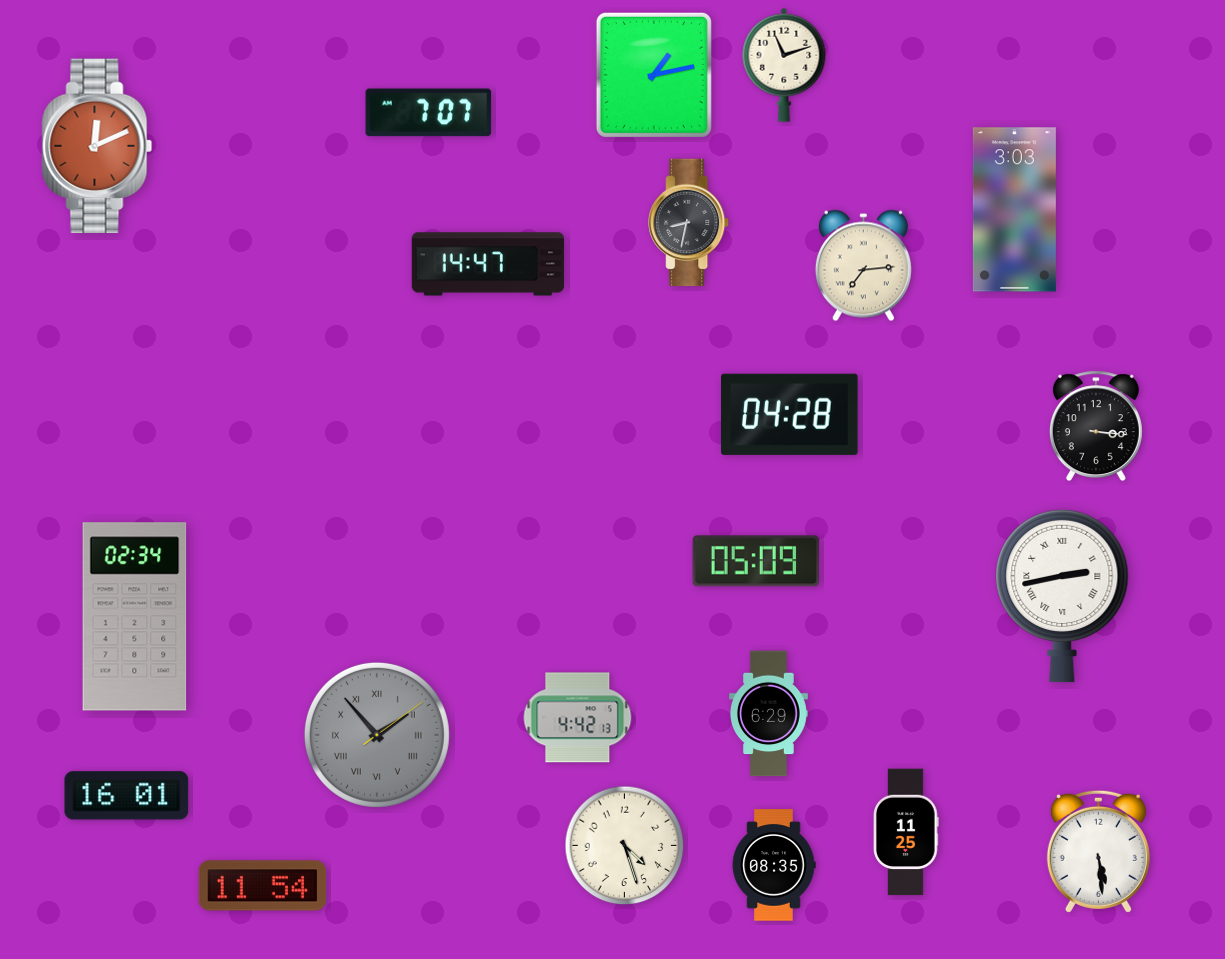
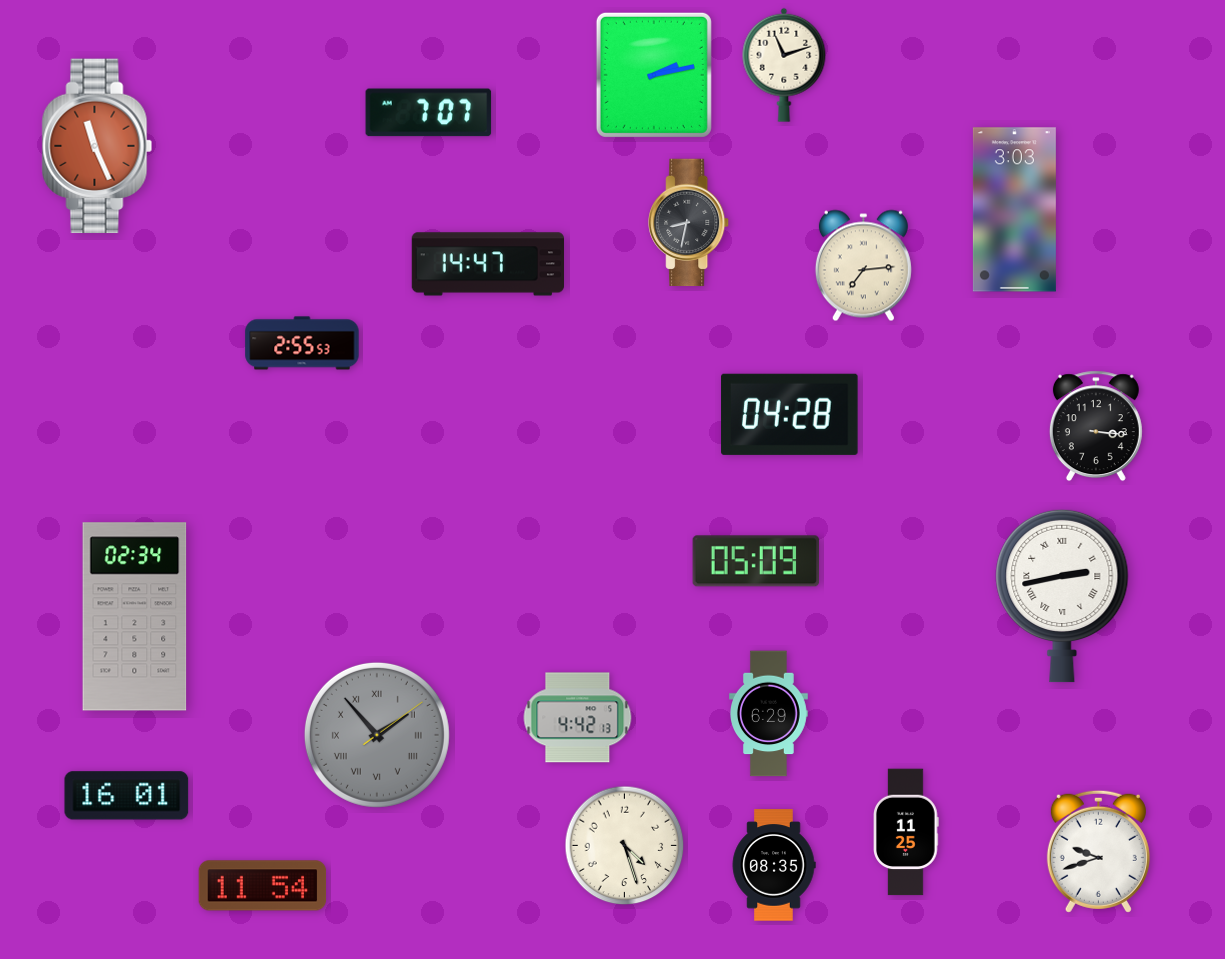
clock at (654, 75): 1:13 -> 2:13
clock at (97, 146): 12:11 -> 11:26
clock at (302, 343): none -> 2:55
clock at (1098, 851): 5:29 -> 9:42
